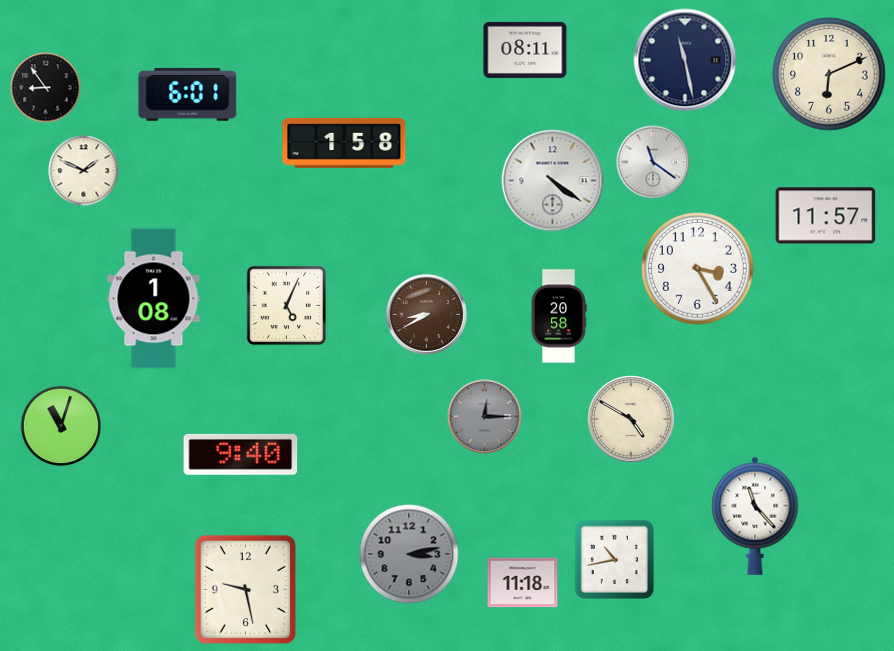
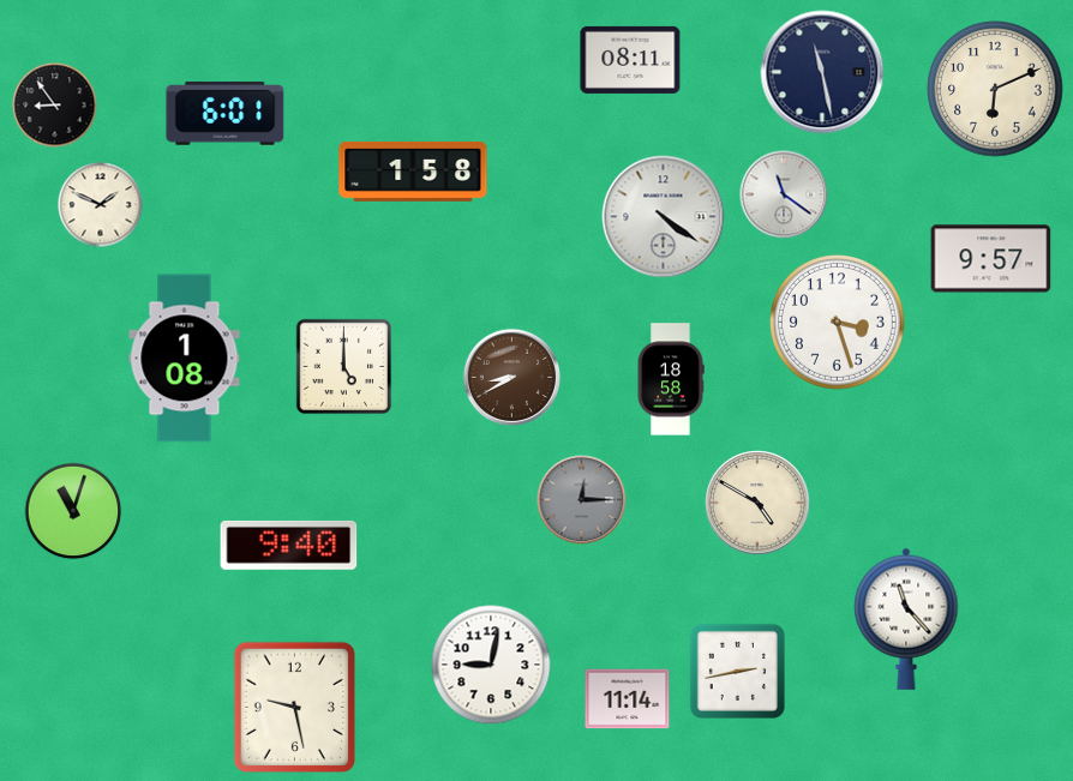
clock at (826, 216): 11:57 -> 9:57
clock at (698, 269): 3:25 -> 3:27
clock at (287, 306): 5:04 -> 5:00
clock at (559, 316): 20:58 -> 18:58
clock at (409, 554): 3:13 -> 9:02
clock at (409, 554) dial: grey -> white
clock at (614, 559): 10:43 -> 2:43
clock at (523, 583): 11:18 -> 11:14
